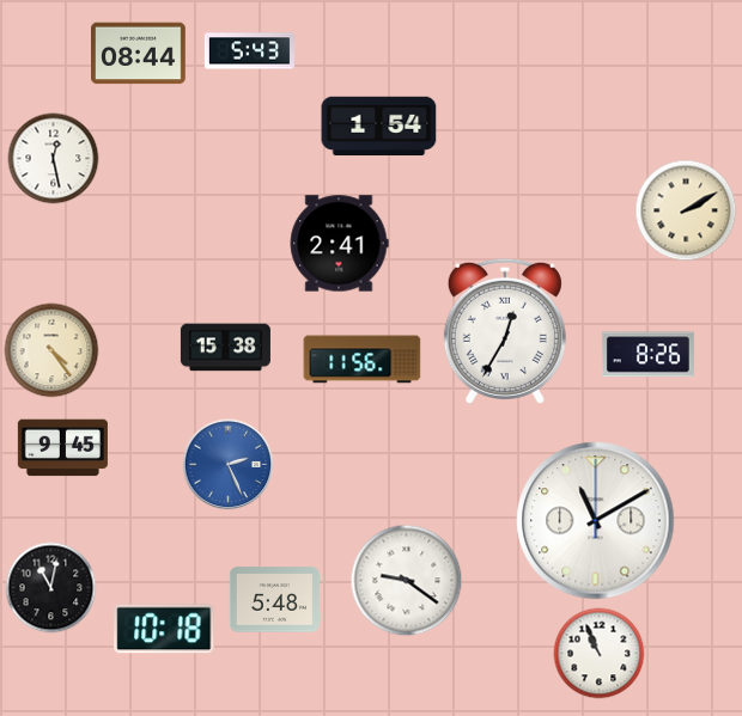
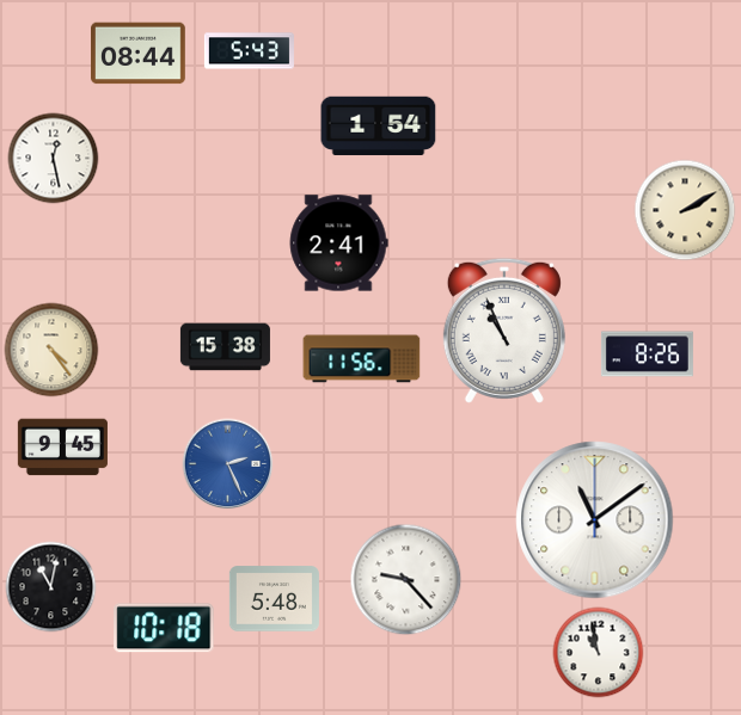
clock at (505, 331): 12:35 -> 10:56
clock at (596, 521): 11:10 -> 11:09
clock at (407, 581): 9:21 -> 9:23
clock at (600, 654): 10:56 -> 10:58
